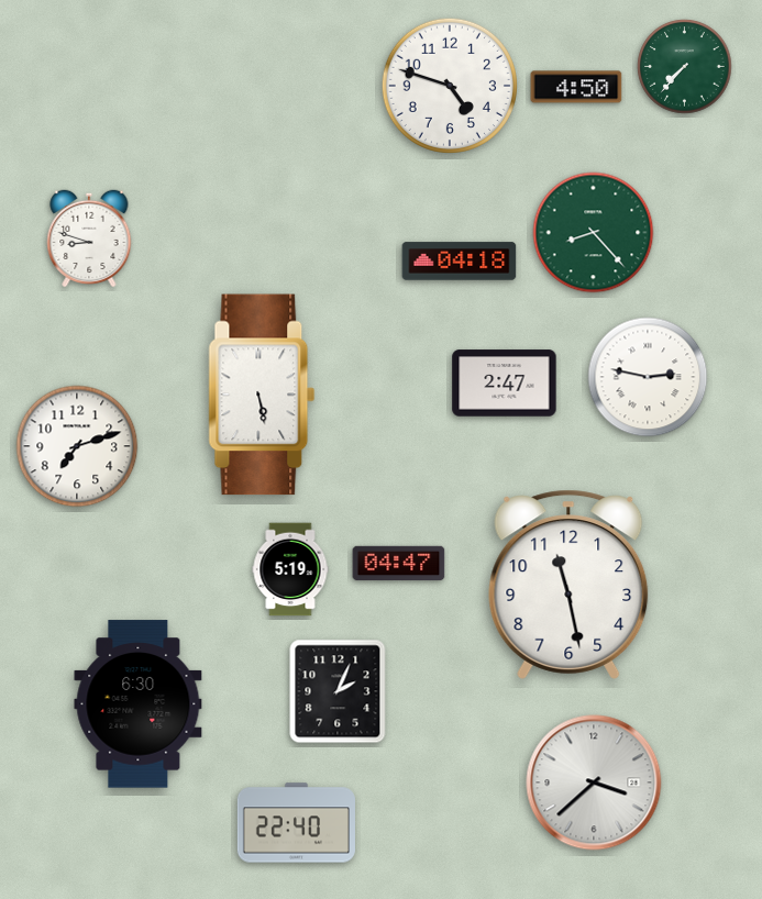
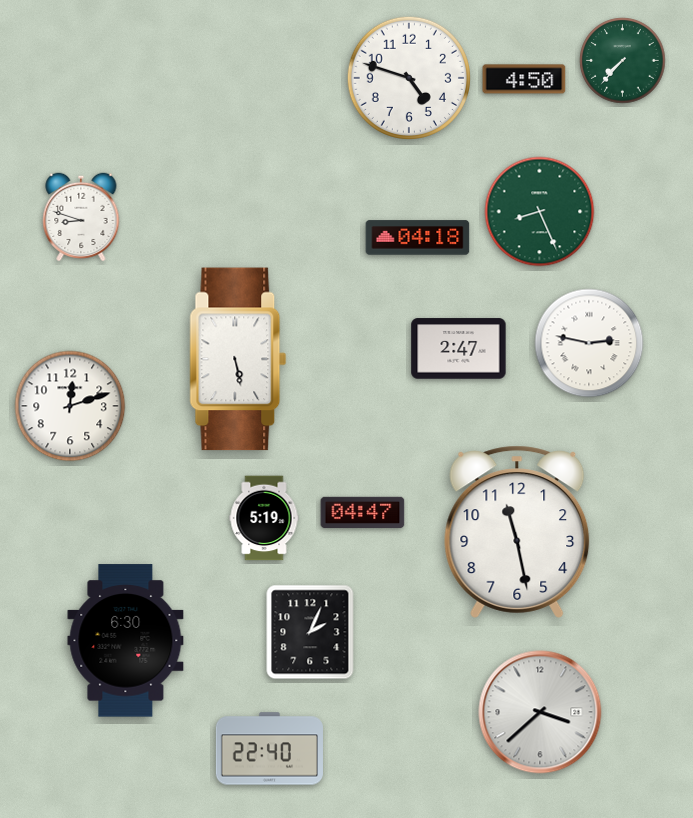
clock at (594, 233): 8:23 -> 8:26
clock at (77, 446): 7:12 -> 12:12
clock at (338, 691) position: (338, 691) -> (310, 632)
